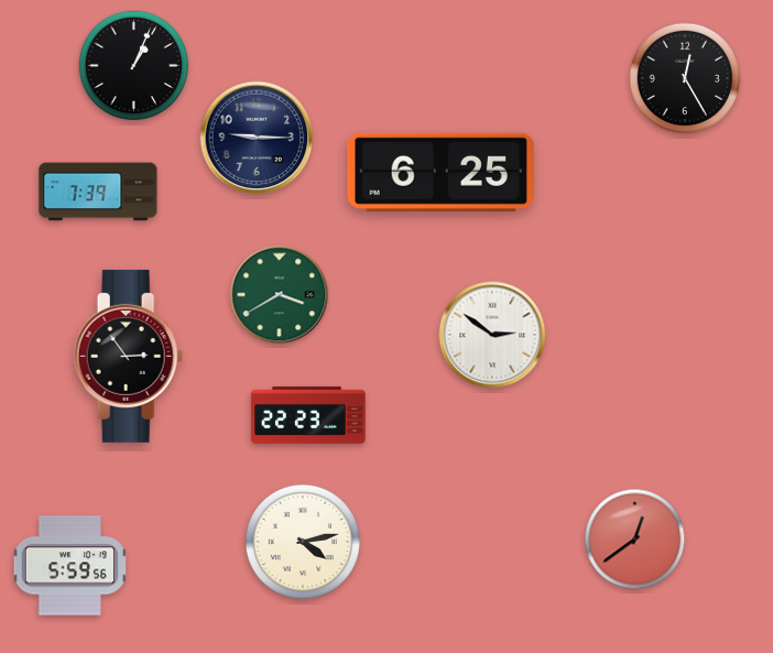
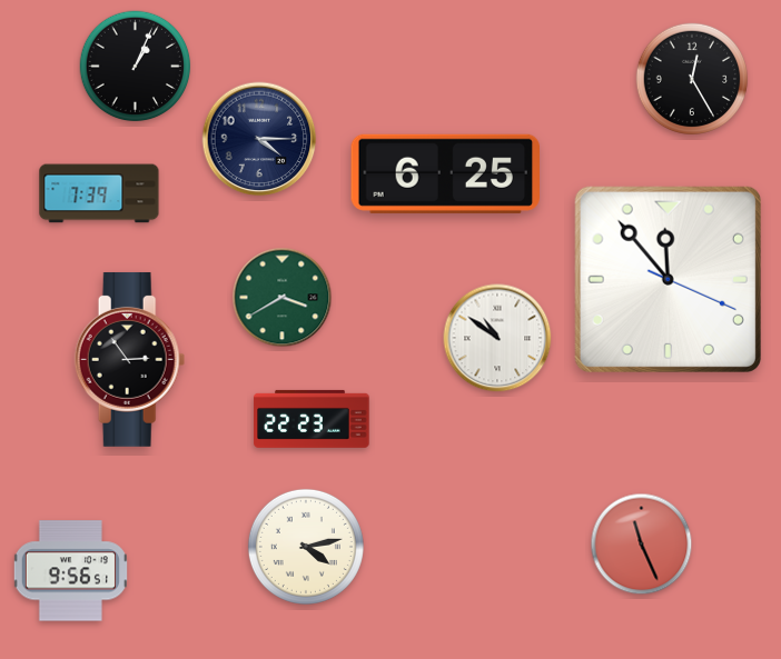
clock at (257, 138): 9:15 -> 4:15
clock at (668, 279): none -> 11:53
clock at (492, 335): 2:51 -> 10:51
clock at (635, 540): 12:39 -> 11:26
clock at (69, 566): 5:59 -> 9:56
